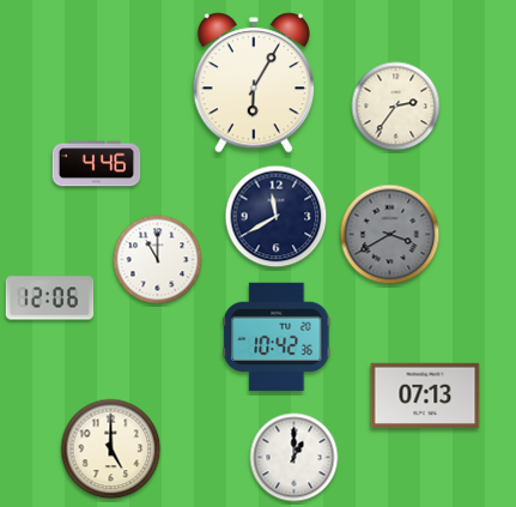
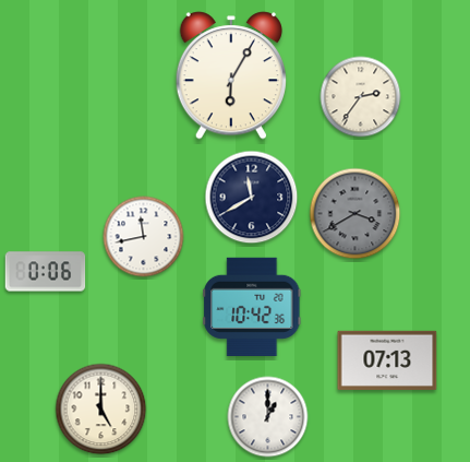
clock at (97, 164): 4:46 -> none
clock at (158, 260): 11:00 -> 11:43
clock at (50, 298): 12:06 -> 0:06
